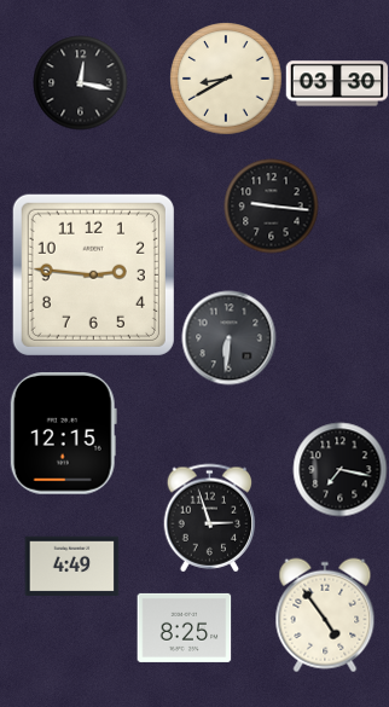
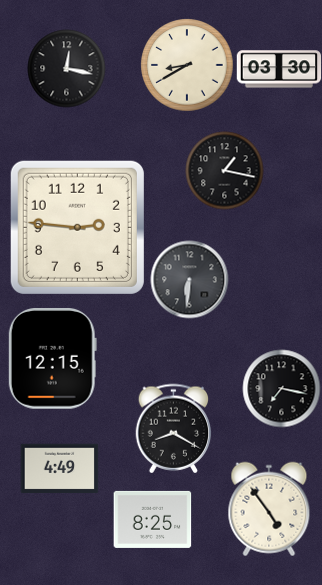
clock at (271, 205): 9:16 -> 1:17
clock at (210, 517): 2:57 -> 8:20
